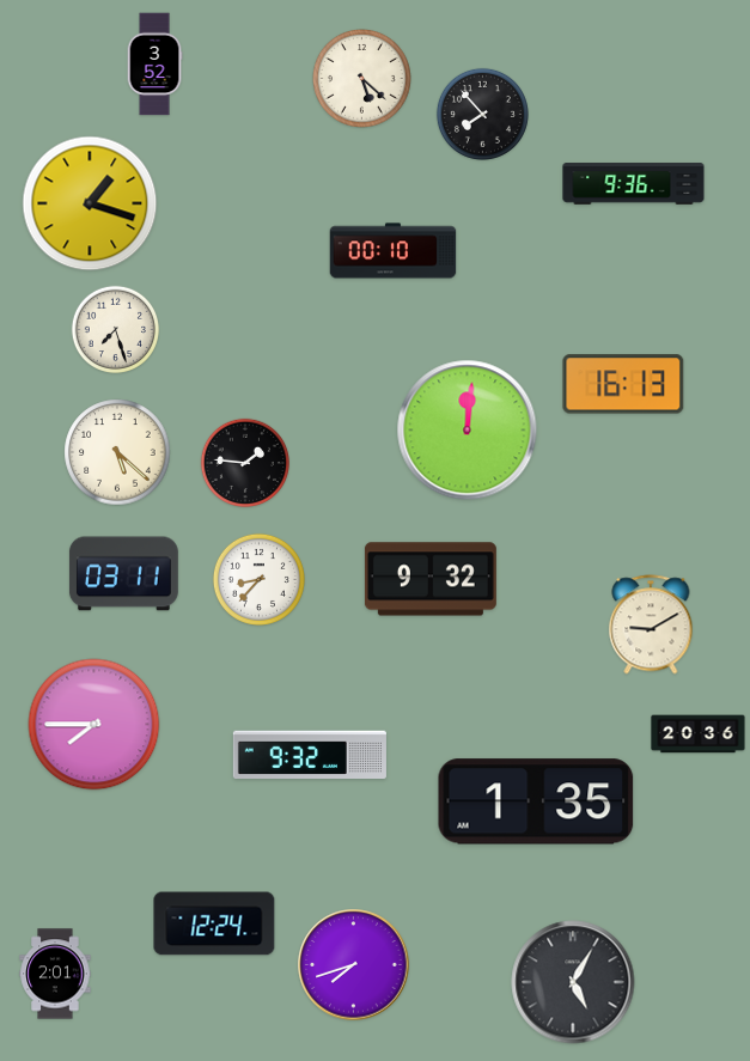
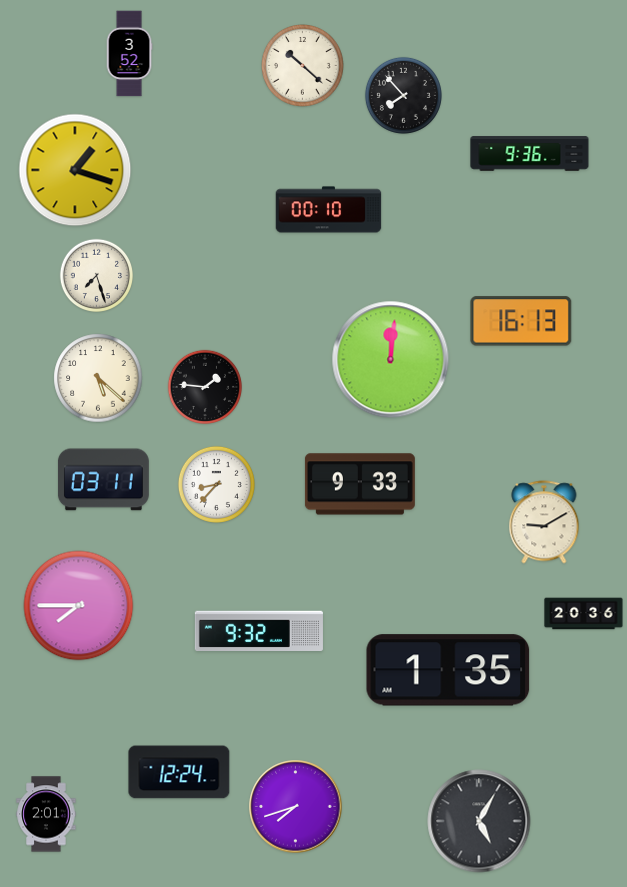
clock at (362, 79): 5:22 -> 10:22
clock at (431, 579): 9:32 -> 9:33
